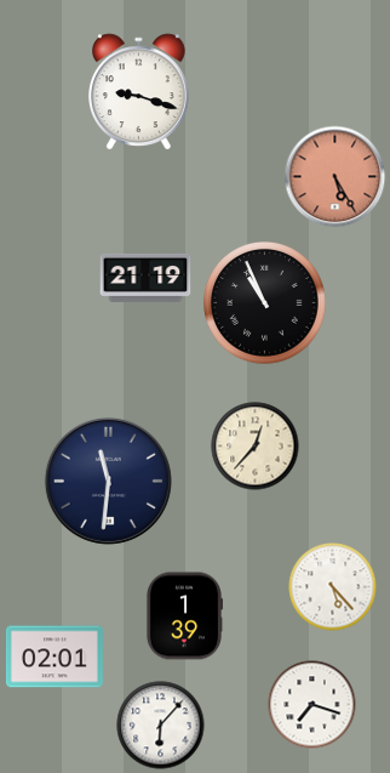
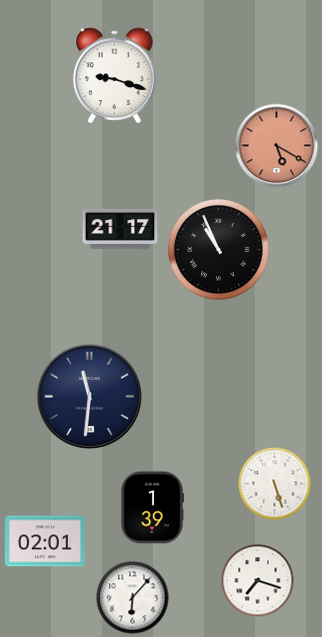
clock at (335, 177): 5:25 -> 5:20
clock at (145, 278): 21:19 -> 21:17
clock at (256, 447): 12:37 -> none
clock at (333, 587): 5:23 -> 5:27
